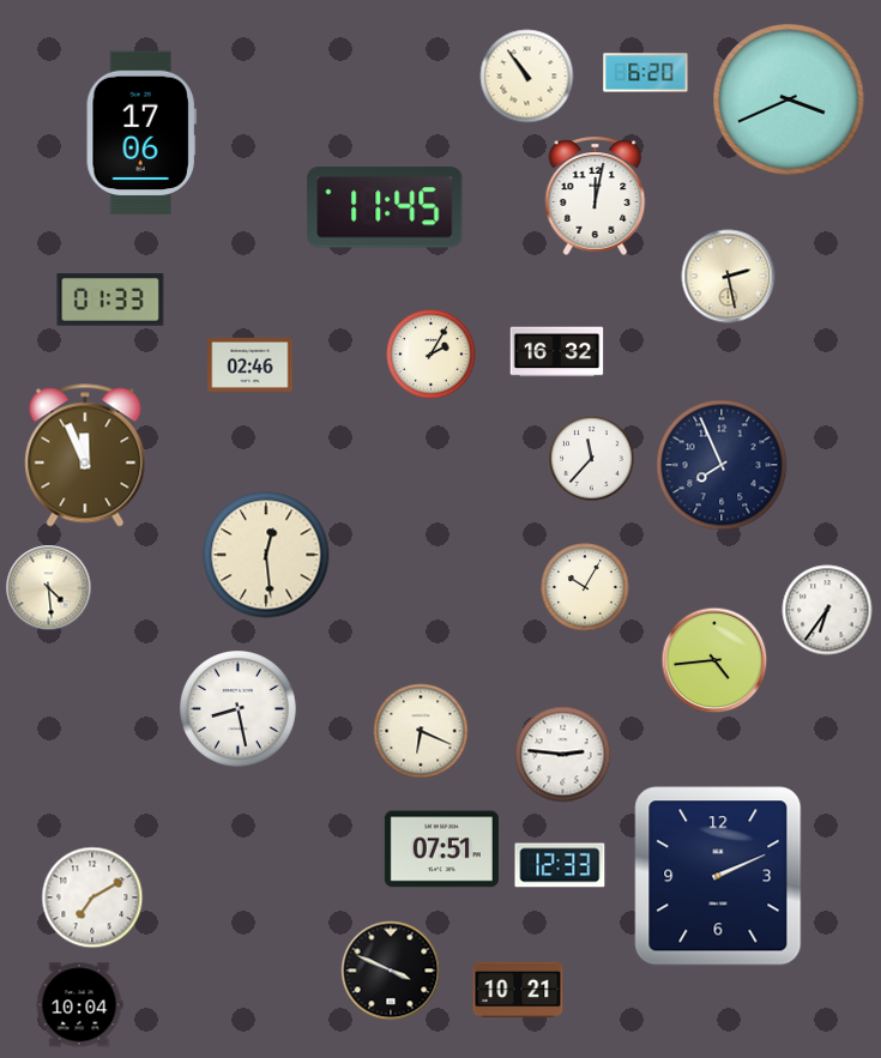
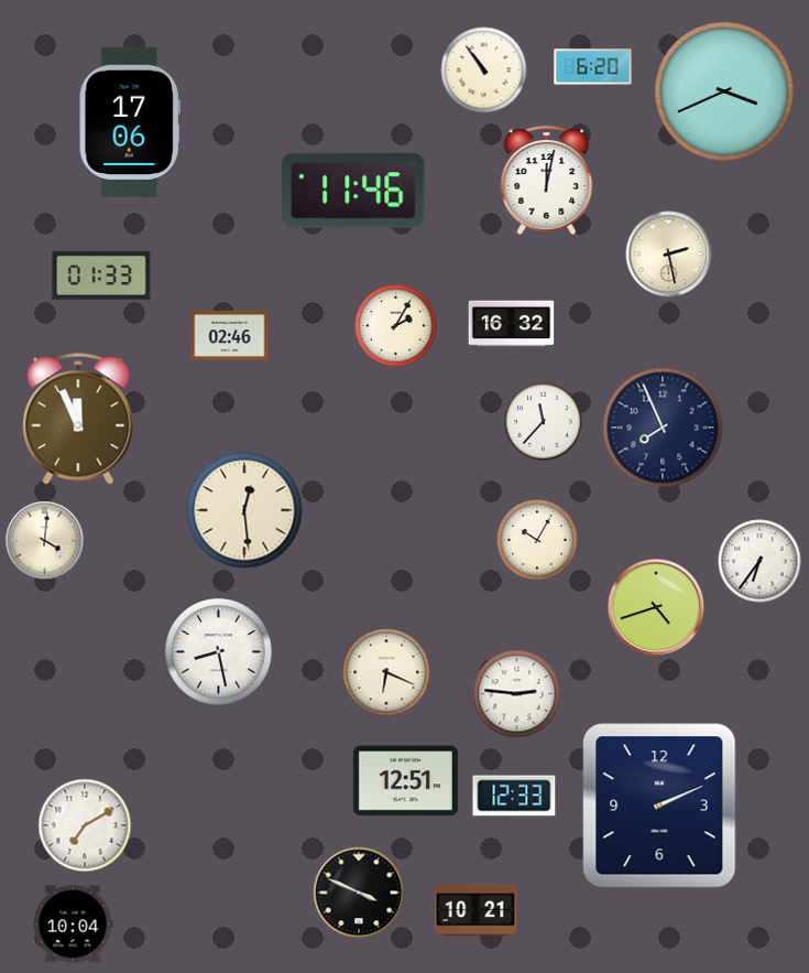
clock at (385, 207): 11:45 -> 11:46
clock at (49, 588): 4:29 -> 4:01
clock at (714, 660): 4:44 -> 4:42
clock at (441, 850): 07:51 -> 12:51
